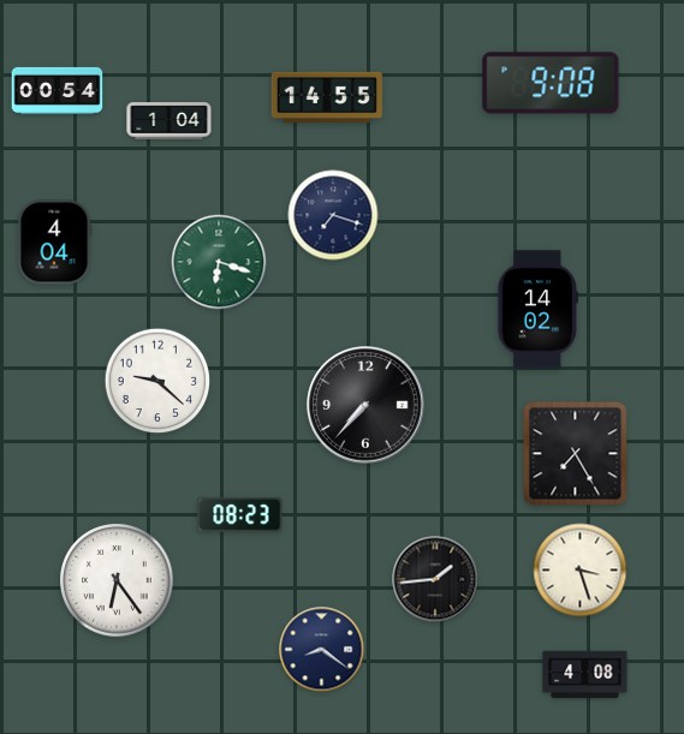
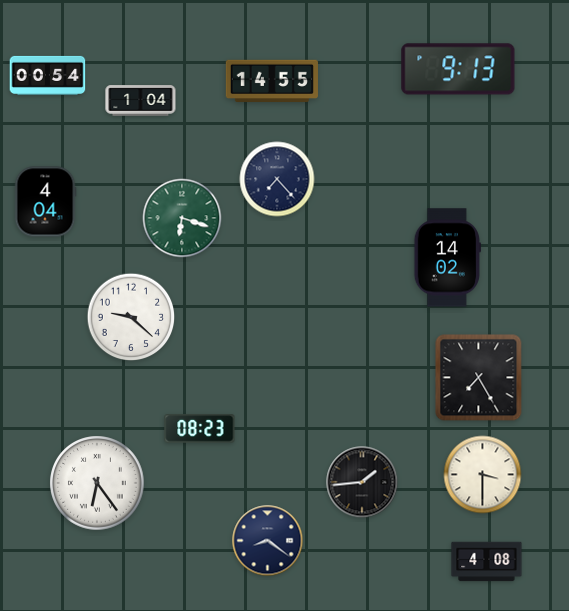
clock at (551, 83): 9:08 -> 9:13
clock at (333, 215): 7:18 -> 7:23
clock at (365, 405): 7:37 -> none
clock at (581, 571): 3:27 -> 3:30
